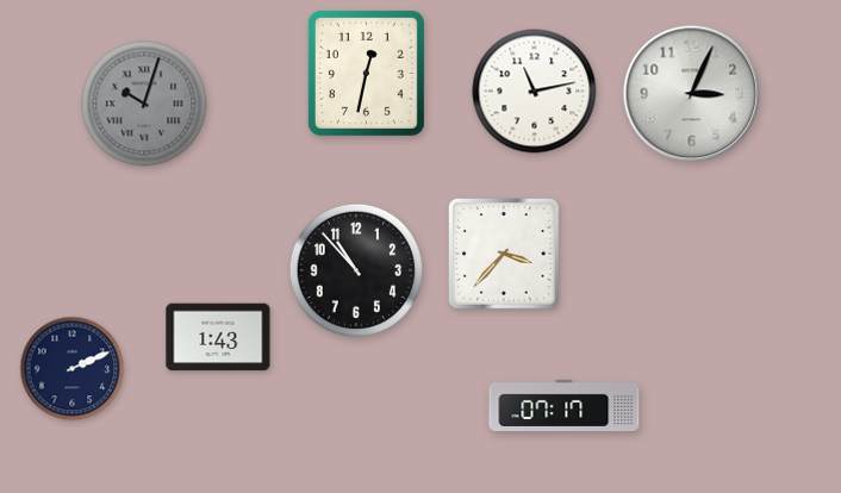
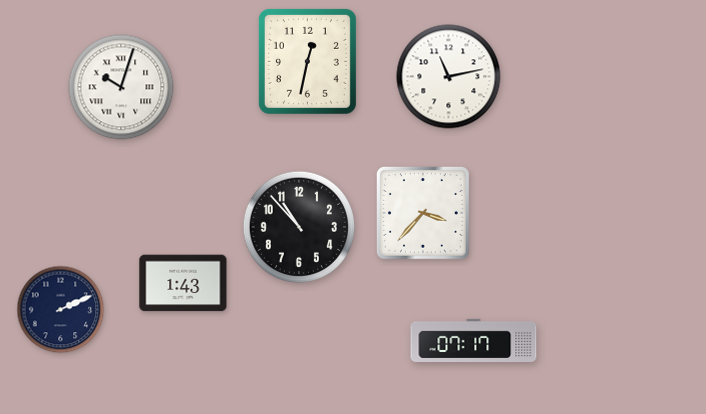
clock at (692, 94): 3:04 -> none
clock at (144, 104) dial: grey -> white
